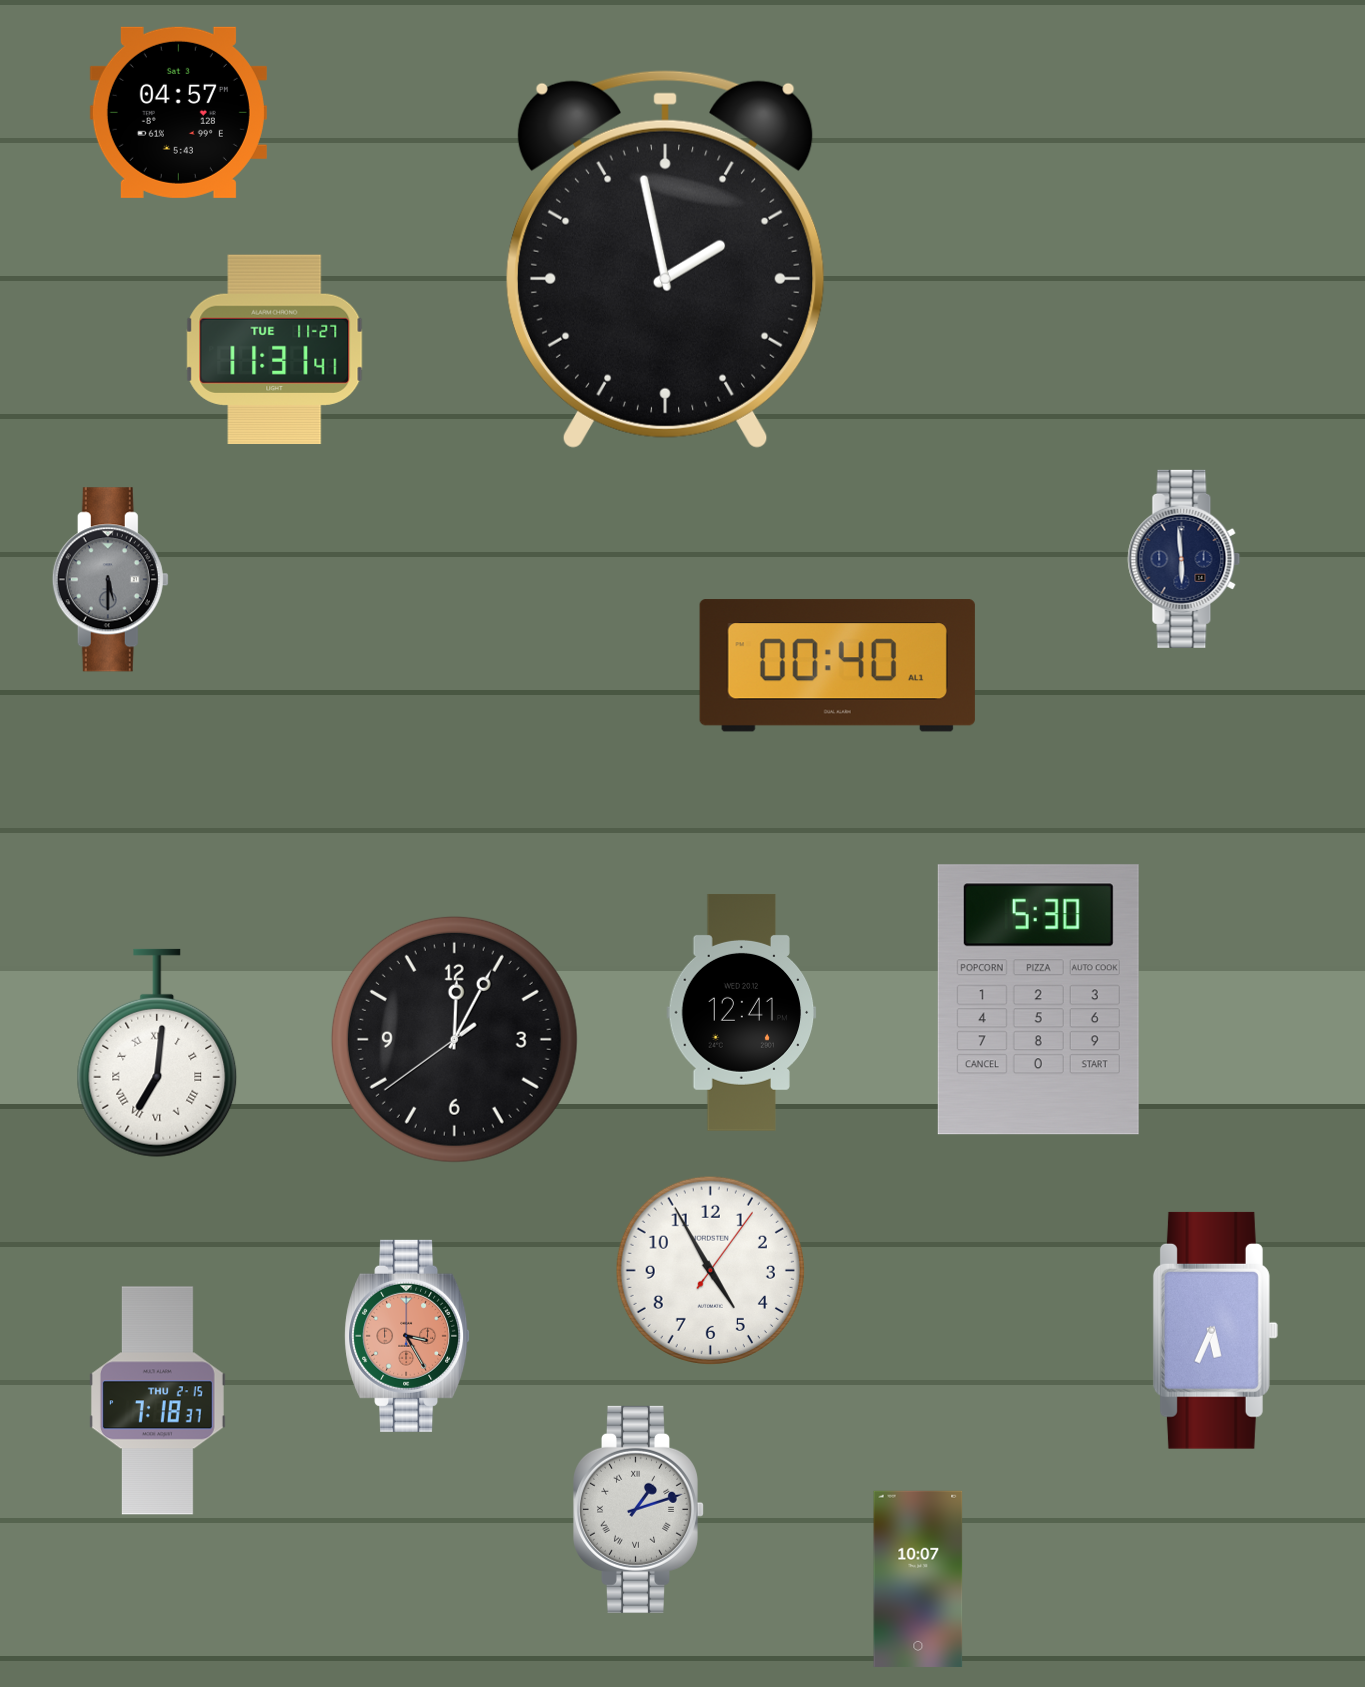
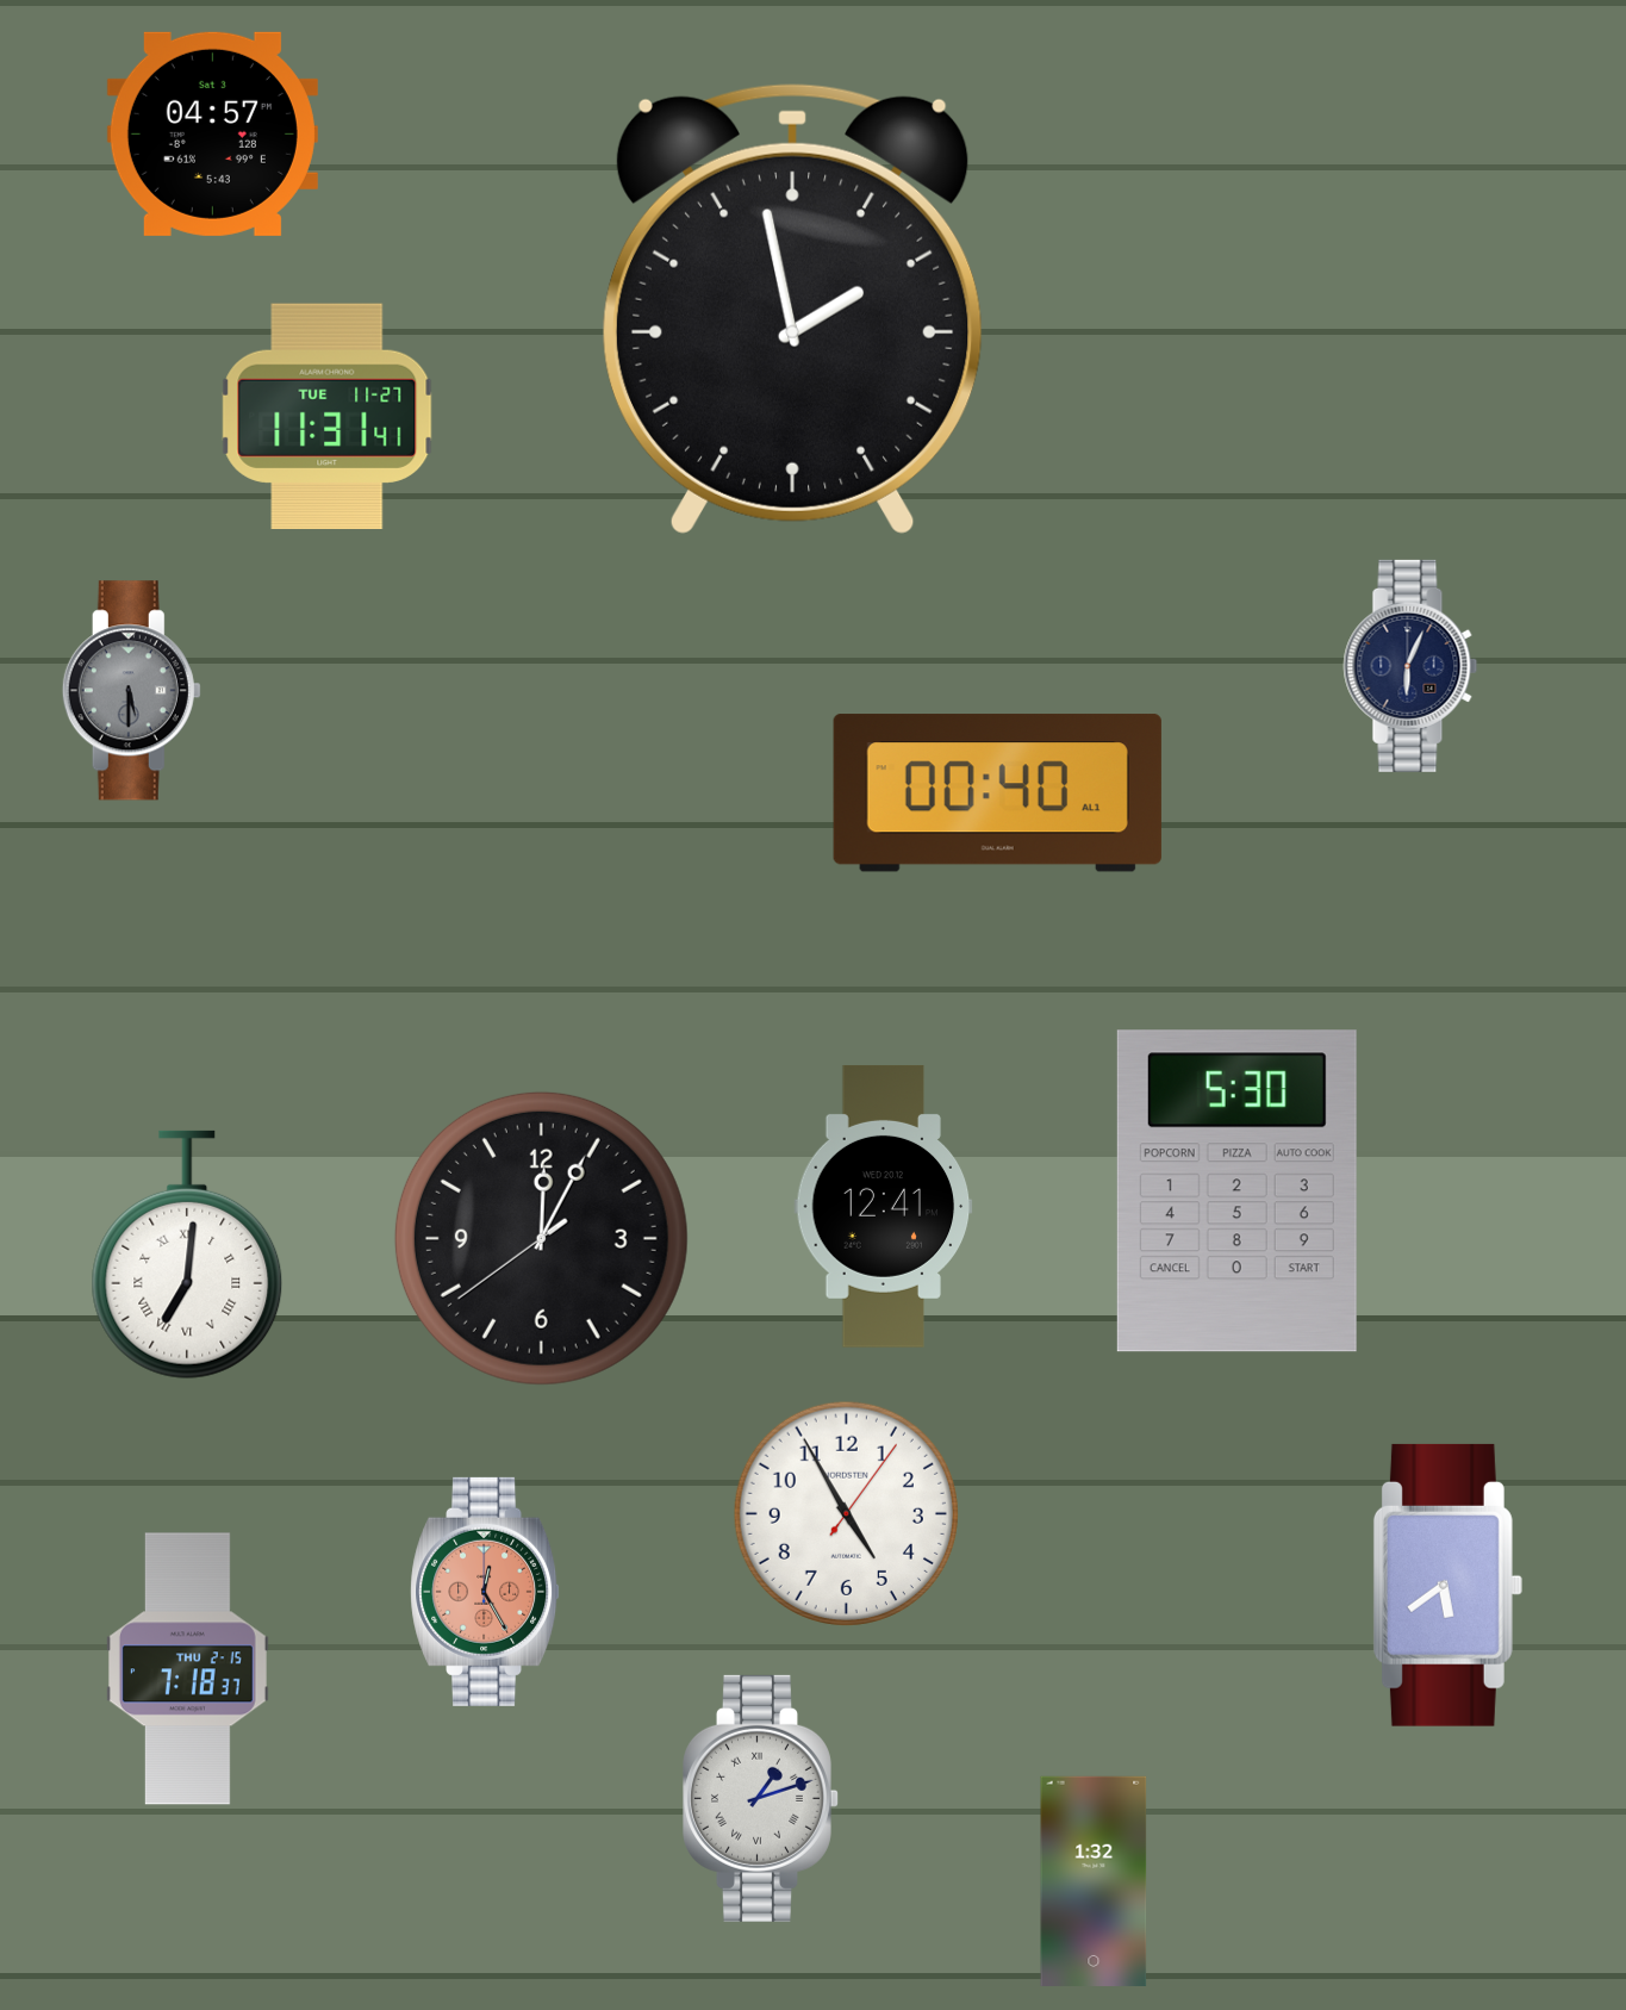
clock at (1184, 559): 5:59 -> 6:04
clock at (1215, 1330): 5:34 -> 5:39
clock at (407, 1336): 3:25 -> 12:25
clock at (918, 1579): 10:07 -> 1:32
